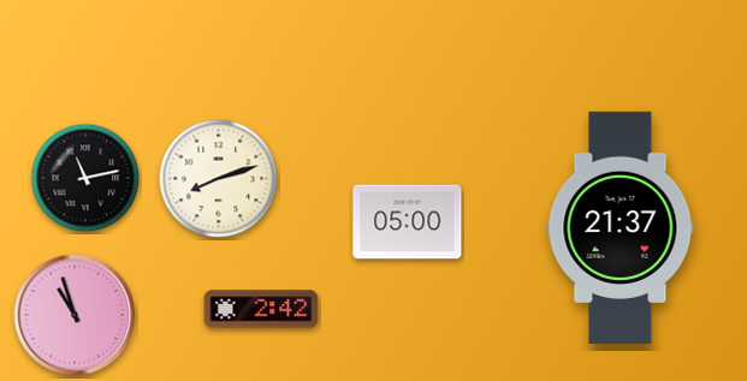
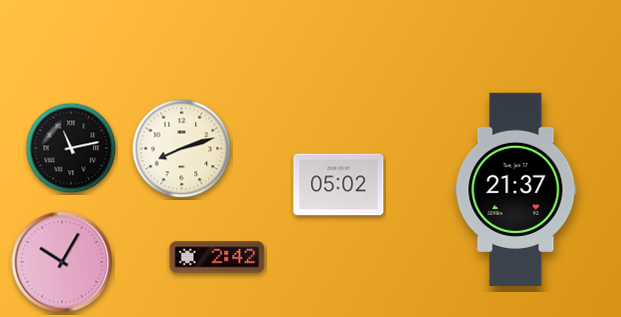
clock at (408, 222): 05:00 -> 05:02
clock at (75, 315): 10:57 -> 10:05
